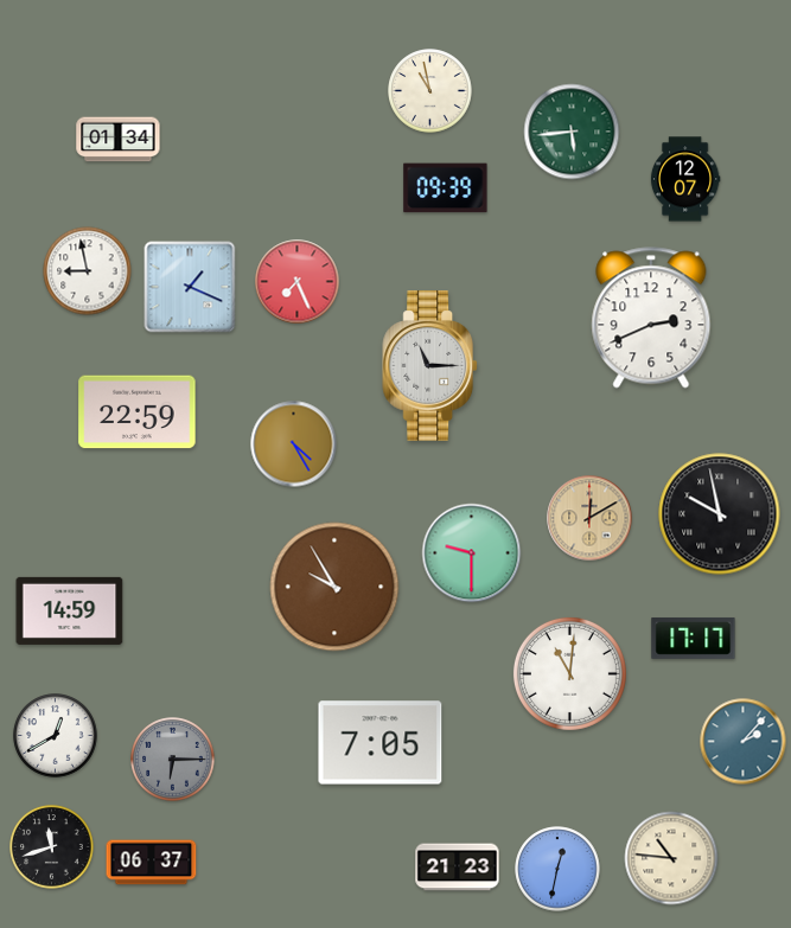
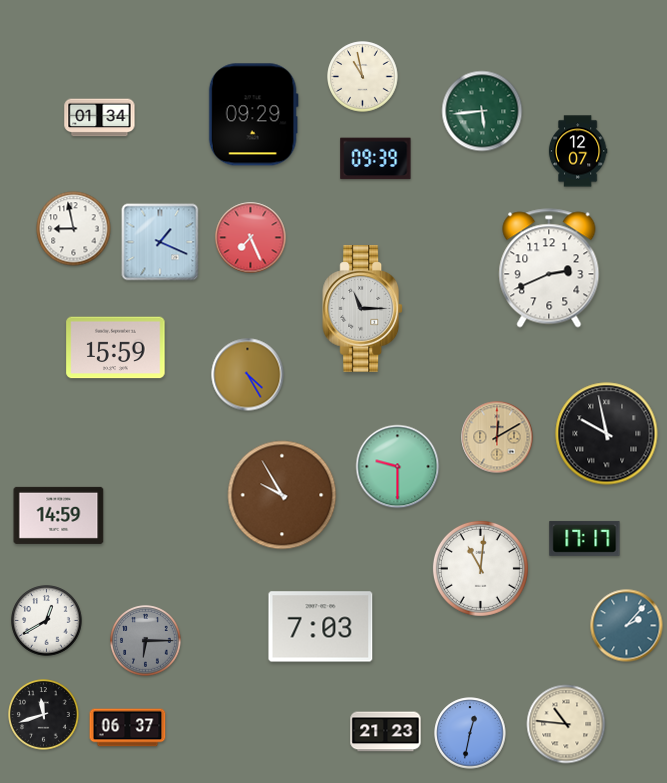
clock at (253, 115): none -> 09:29
clock at (138, 412): 22:59 -> 15:59
clock at (381, 743): 7:05 -> 7:03
